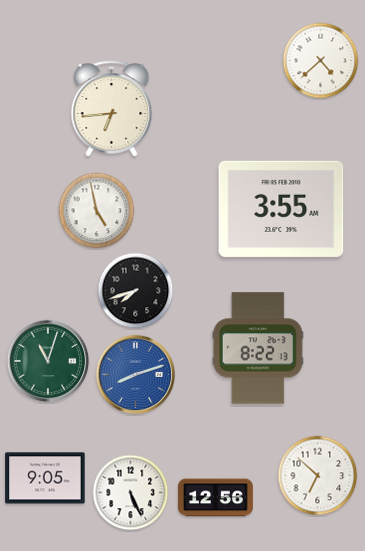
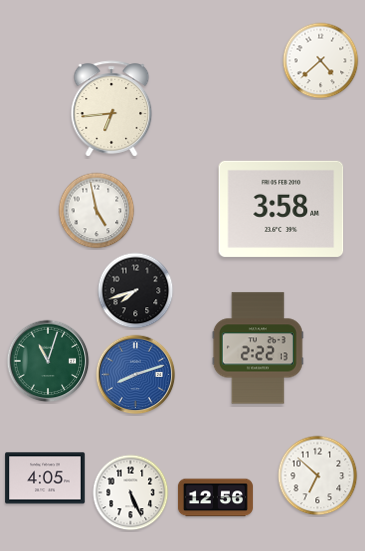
clock at (281, 209): 3:55 -> 3:58
clock at (258, 348): 8:22 -> 2:22
clock at (45, 478): 9:05 -> 4:05
